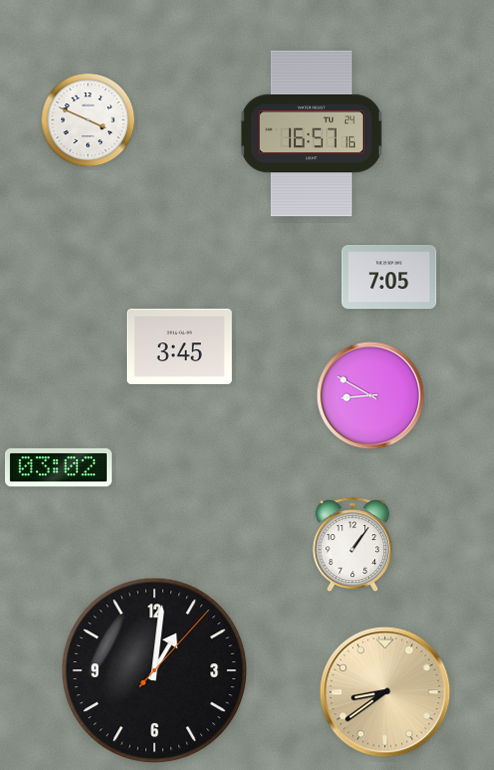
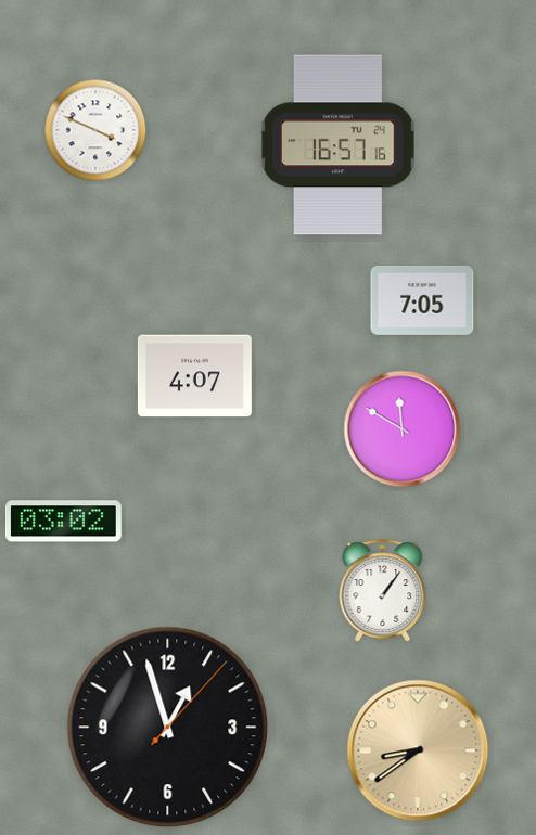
clock at (179, 347): 3:45 -> 4:07
clock at (371, 396): 8:50 -> 11:50
clock at (58, 468) position: (58, 468) -> (63, 522)
clock at (155, 671): 1:01 -> 12:57
